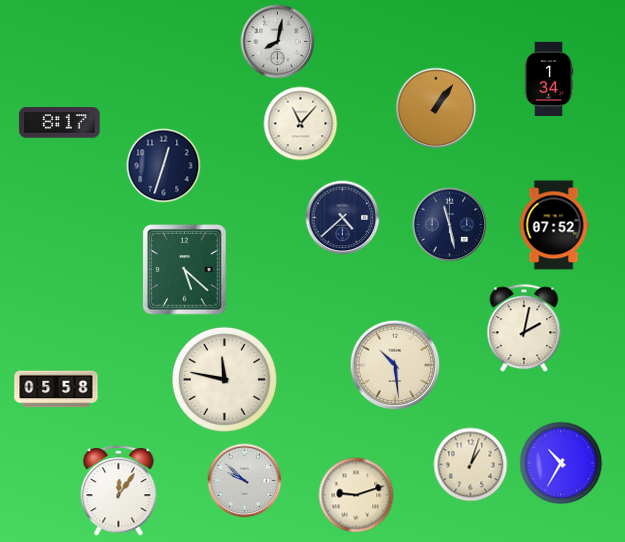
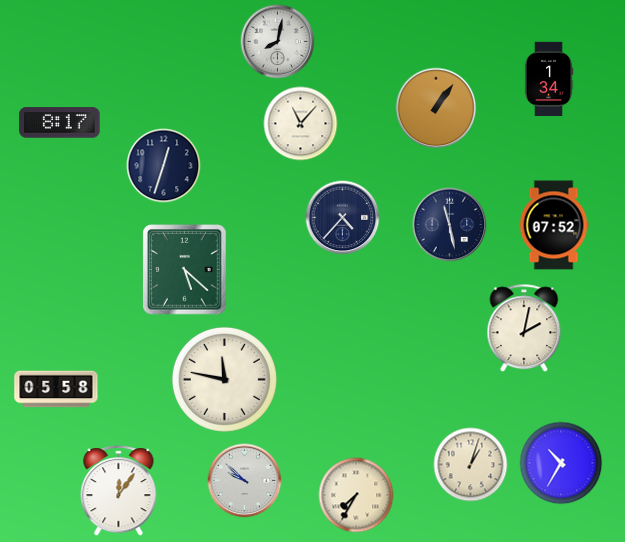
clock at (343, 218): 4:38 -> 4:37
clock at (395, 365): 10:29 -> none
clock at (356, 495): 9:12 -> 7:35
